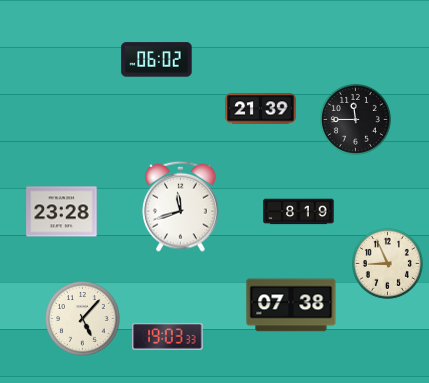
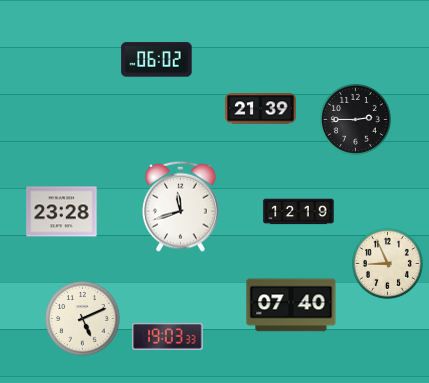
clock at (355, 119): 11:45 -> 2:45
clock at (299, 212): 8:19 -> 12:19
clock at (291, 305): 07:38 -> 07:40
clock at (83, 319): 5:07 -> 5:11
